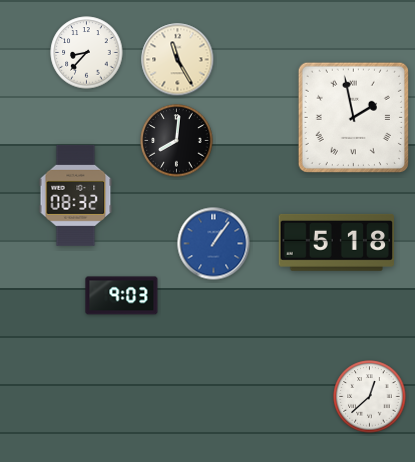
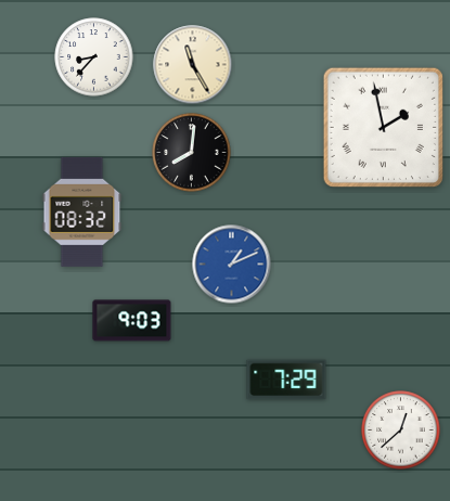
clock at (336, 242): 5:18 -> none
clock at (214, 244): 1:06 -> 1:11
clock at (286, 380): none -> 7:29
